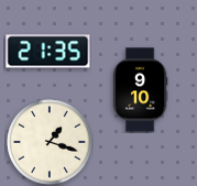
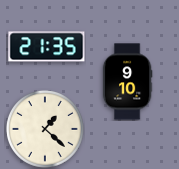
clock at (48, 52) position: (48, 52) -> (47, 47)
clock at (50, 142): 1:18 -> 1:22
